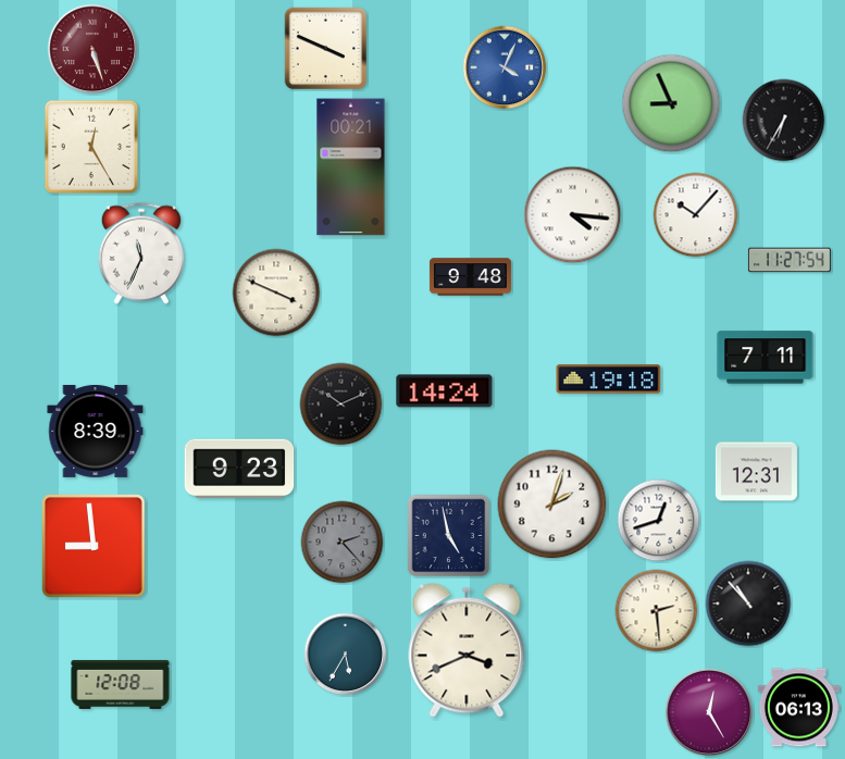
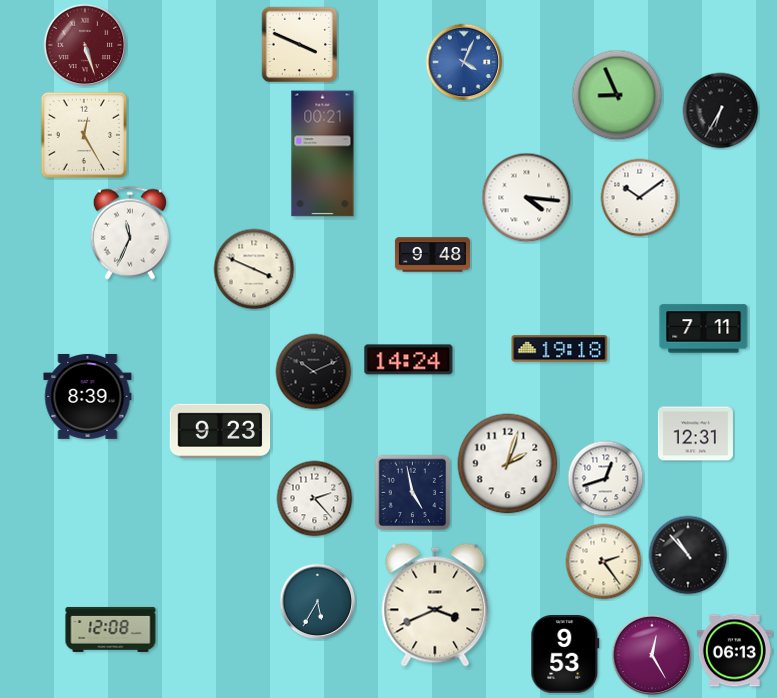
clock at (696, 215): 10:07 -> 10:09
clock at (790, 260): 11:27 -> none
clock at (343, 543) dial: grey -> white
clock at (94, 546): 8:59 -> none
clock at (657, 611): 2:29 -> 2:24
clock at (467, 650) position: (467, 650) -> (435, 605)
clock at (565, 655): none -> 9:53
